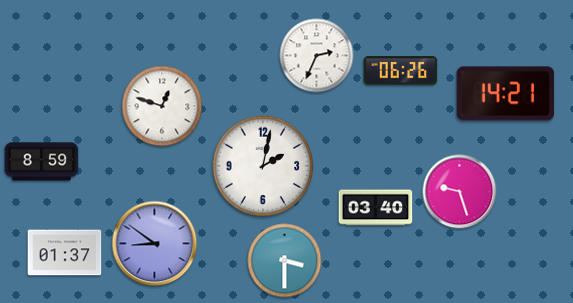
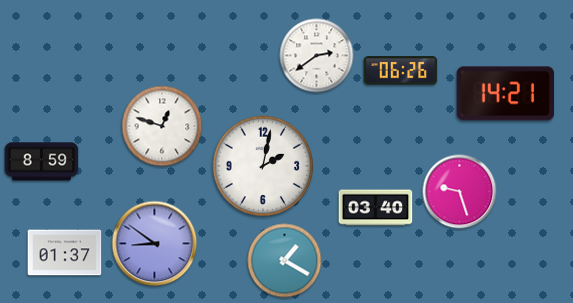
clock at (317, 56): 2:34 -> 2:39
clock at (162, 106) position: (162, 106) -> (162, 126)
clock at (285, 261): 3:30 -> 1:20
